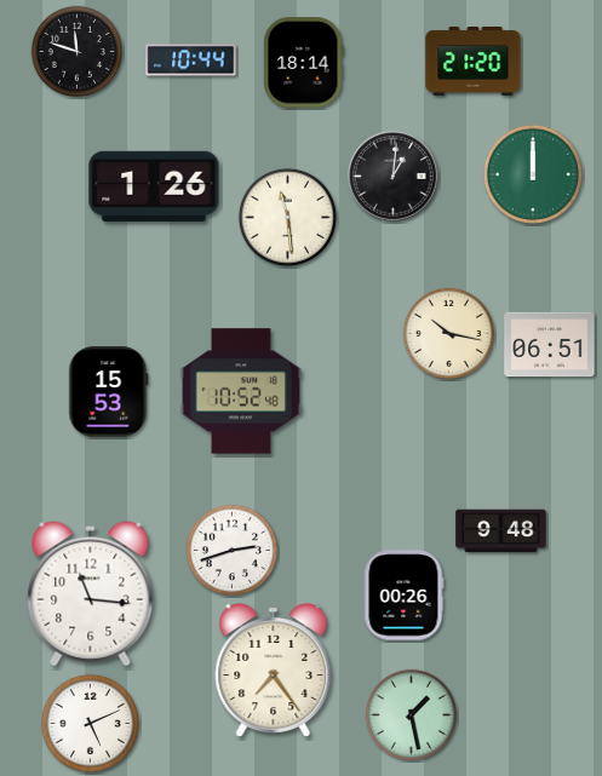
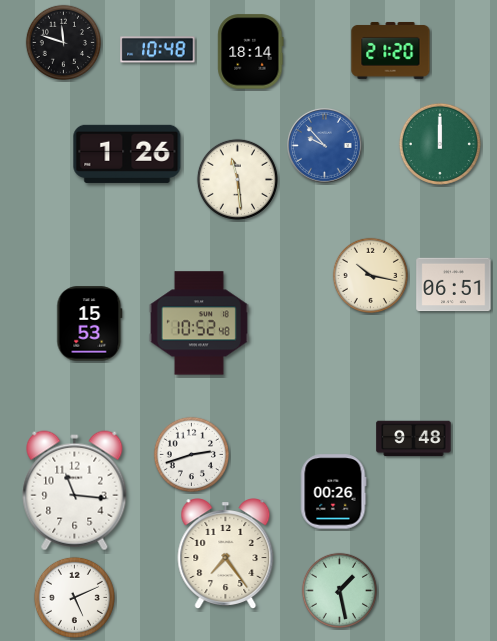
clock at (191, 61): 10:44 -> 10:48
clock at (394, 177): 1:01 -> 9:53
clock at (394, 177) dial: black -> blue
